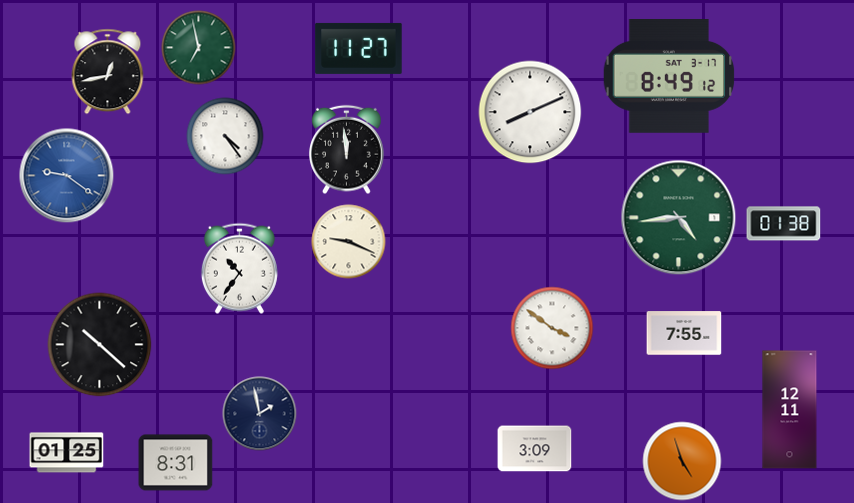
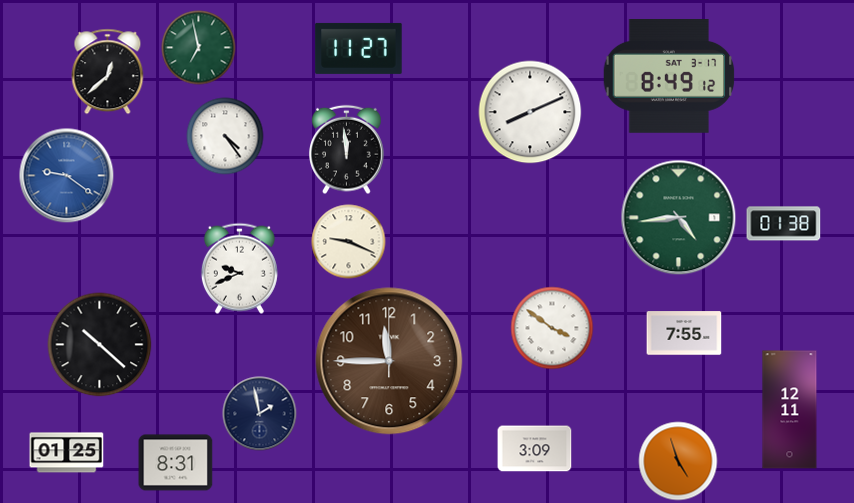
clock at (108, 72): 12:43 -> 12:38
clock at (239, 268): 10:36 -> 9:41
clock at (389, 361): none -> 11:45
clock at (682, 461) position: (682, 461) -> (678, 461)
